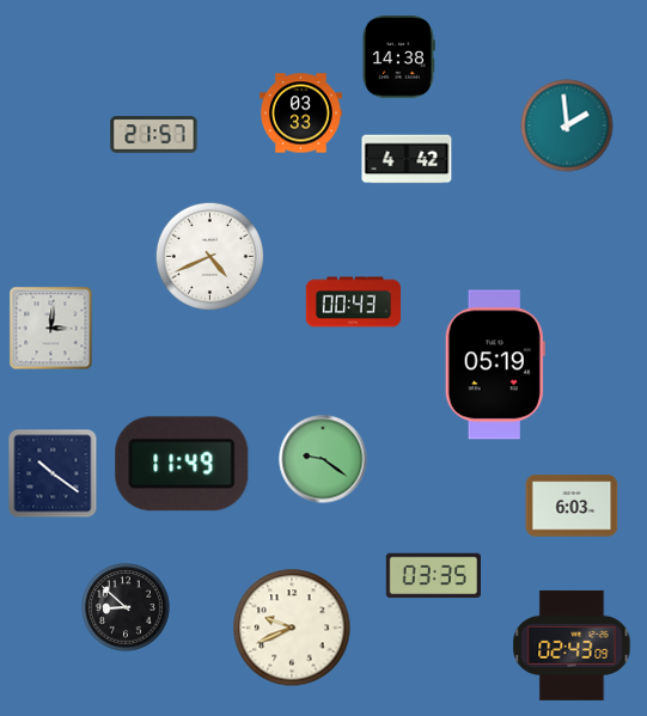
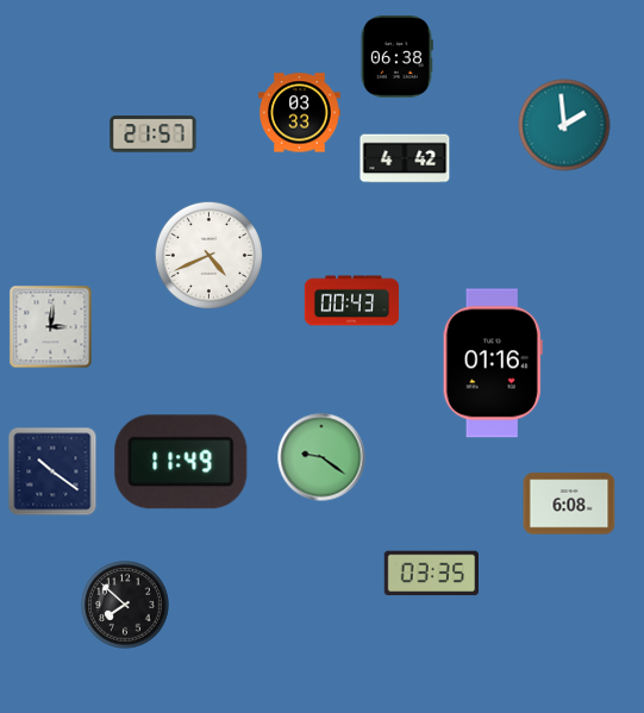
clock at (398, 56): 14:38 -> 06:38
clock at (495, 365): 05:19 -> 01:16
clock at (572, 506): 6:03 -> 6:08
clock at (126, 607): 8:52 -> 7:52
clock at (292, 628): 9:41 -> none
clock at (572, 645): 02:43 -> none
